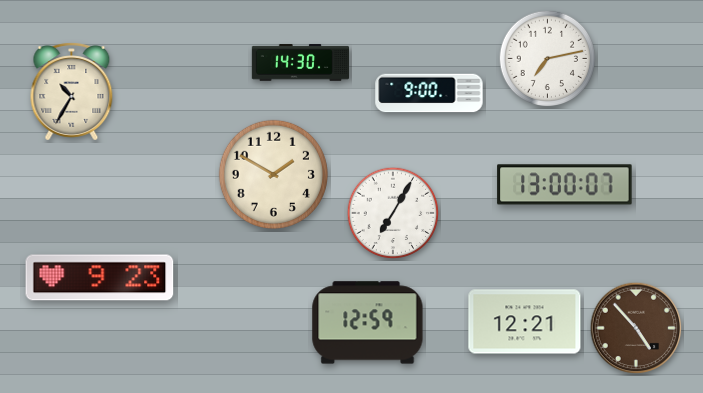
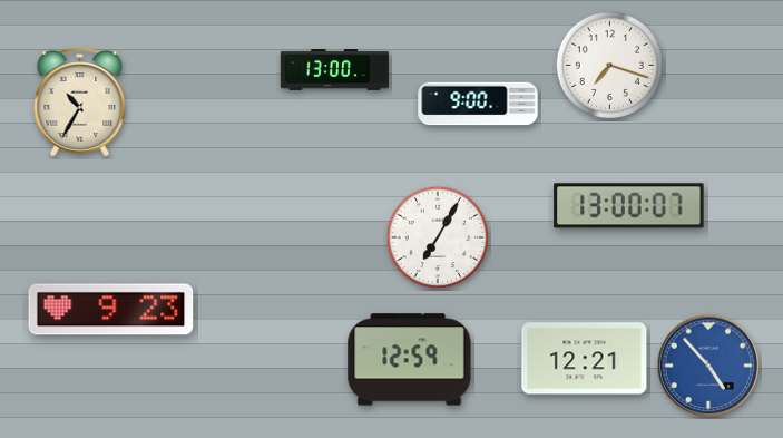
clock at (548, 59): 7:13 -> 7:18
clock at (300, 63): 14:30 -> 13:00
clock at (273, 174): 1:50 -> none
clock at (636, 328) dial: brown -> blue
